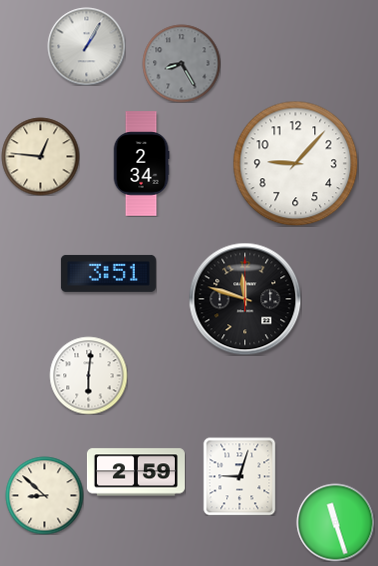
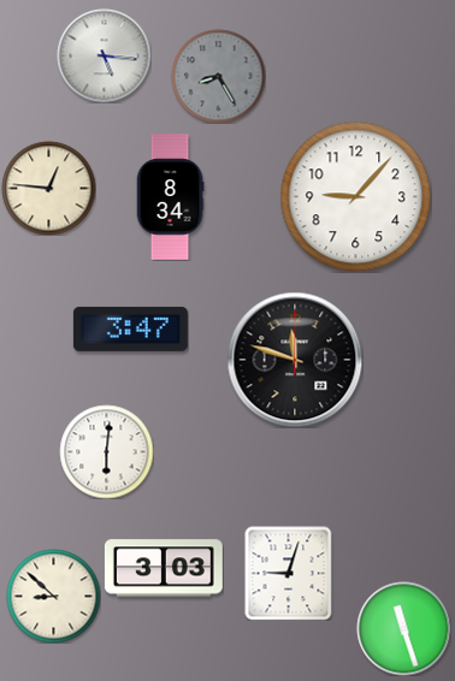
clock at (86, 46): 1:05 -> 5:16
clock at (141, 164): 2:34 -> 8:34
clock at (108, 273): 3:51 -> 3:47
clock at (136, 472): 2:59 -> 3:03
